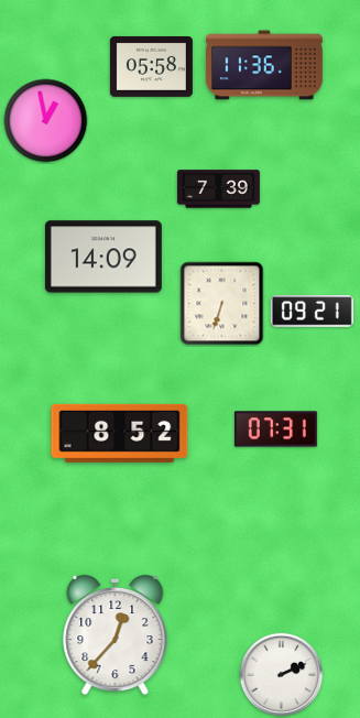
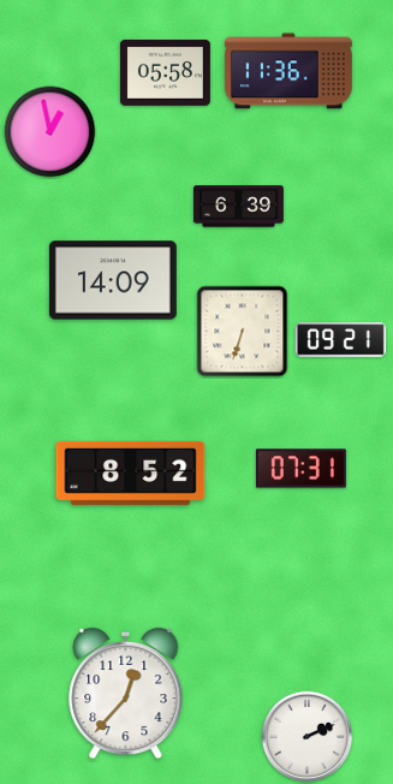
clock at (218, 189): 7:39 -> 6:39
